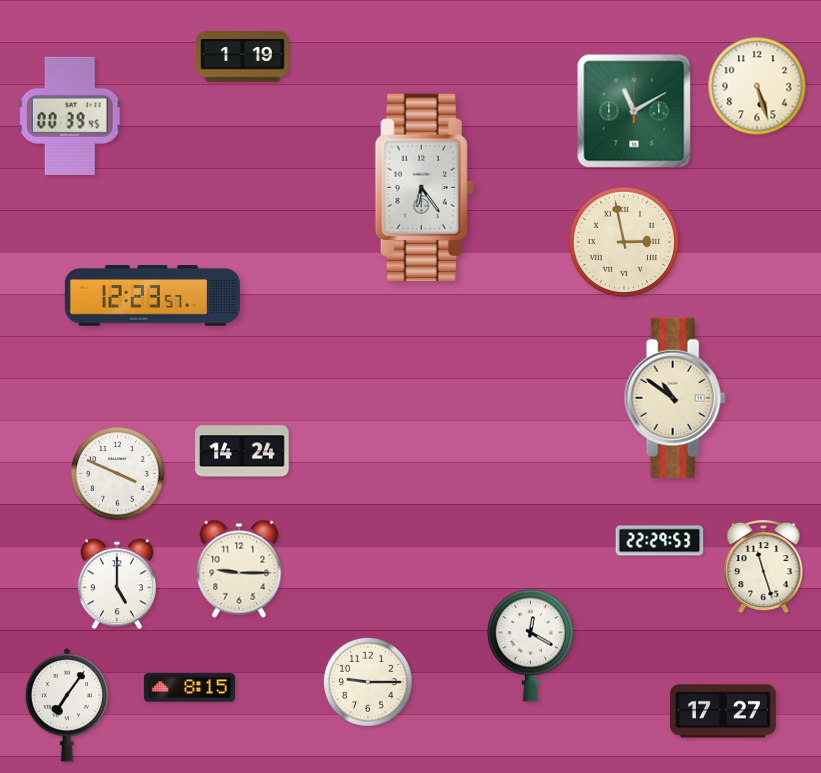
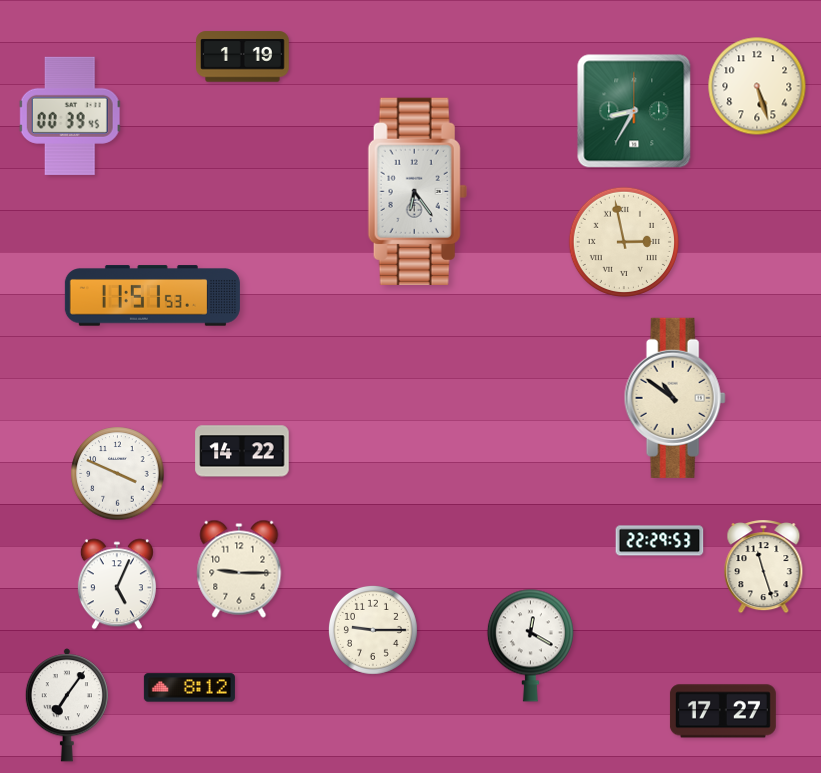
clock at (634, 111): 11:10 -> 8:35
clock at (424, 187) position: (424, 187) -> (417, 191)
clock at (152, 296): 12:23 -> 11:51
clock at (242, 451): 14:24 -> 14:22
clock at (117, 584): 5:00 -> 5:04
clock at (368, 682) position: (368, 682) -> (373, 630)
clock at (189, 688): 8:15 -> 8:12
